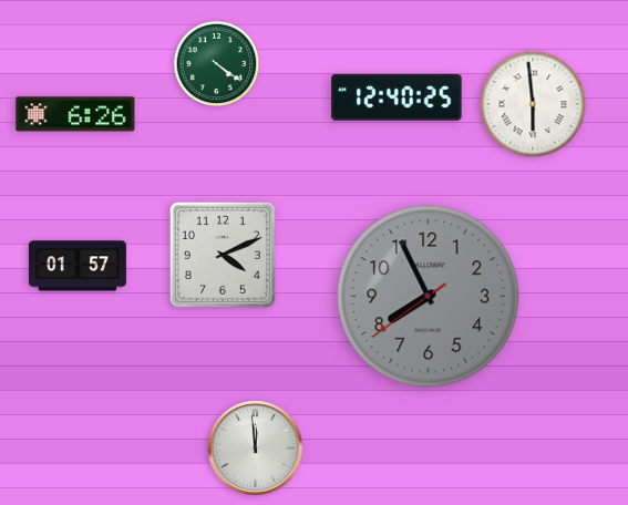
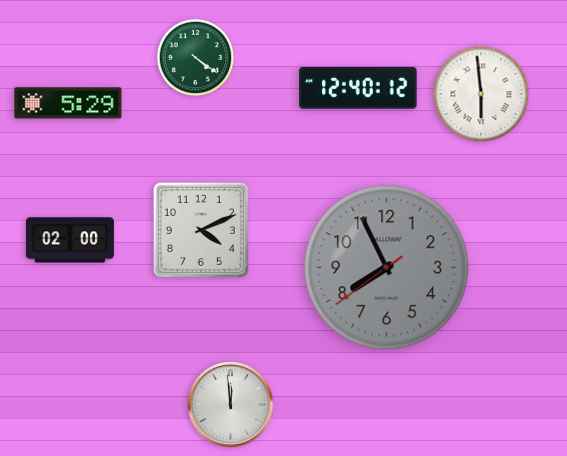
clock at (397, 97): 12:40:25 -> 12:40:12
clock at (75, 114): 6:26 -> 5:29
clock at (78, 266): 01:57 -> 02:00
